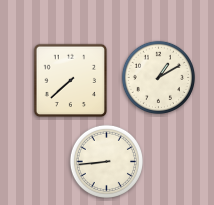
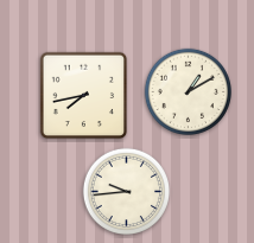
clock at (71, 81): 7:38 -> 7:43
clock at (106, 161): 8:44 -> 9:44
